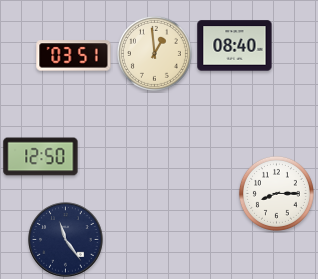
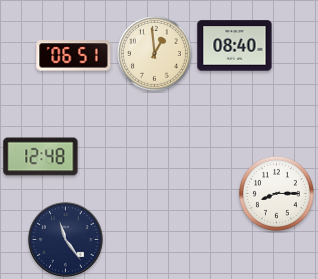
clock at (74, 56): 03:51 -> 06:51
clock at (41, 157): 12:50 -> 12:48
